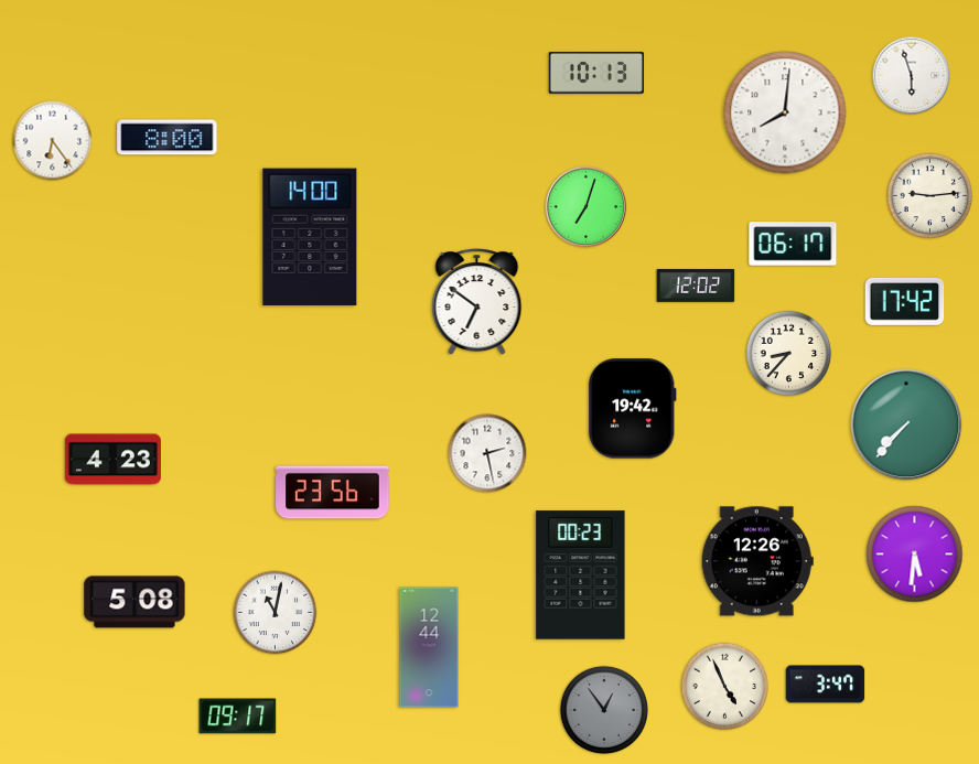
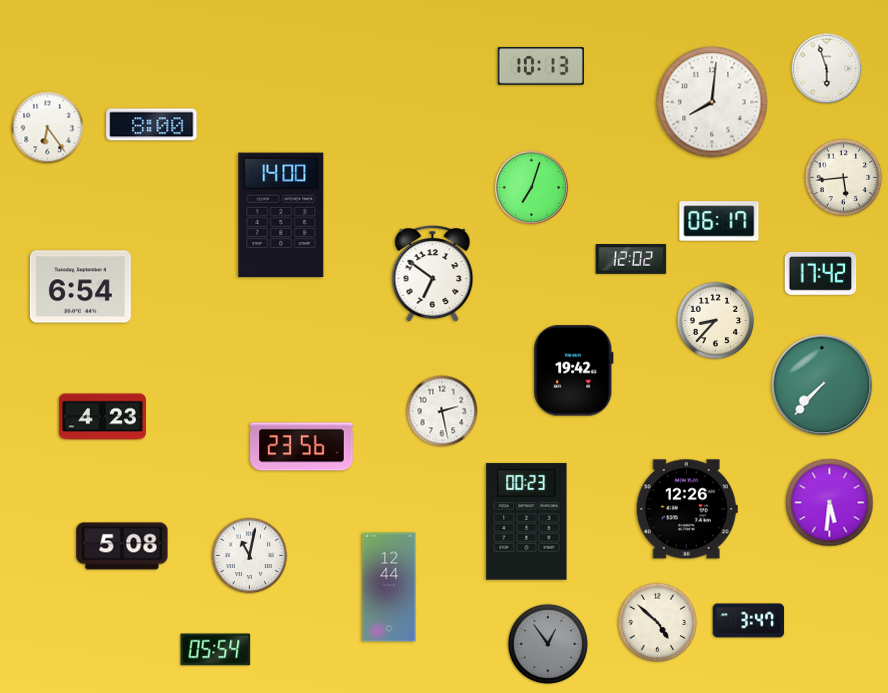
clock at (930, 196): 9:14 -> 5:44
clock at (80, 287): none -> 6:54
clock at (724, 686): 4:56 -> 4:52
clock at (238, 717): 09:17 -> 05:54
